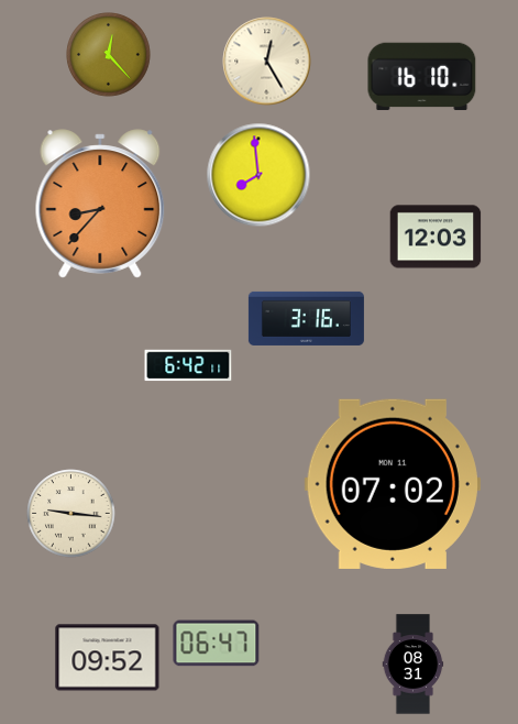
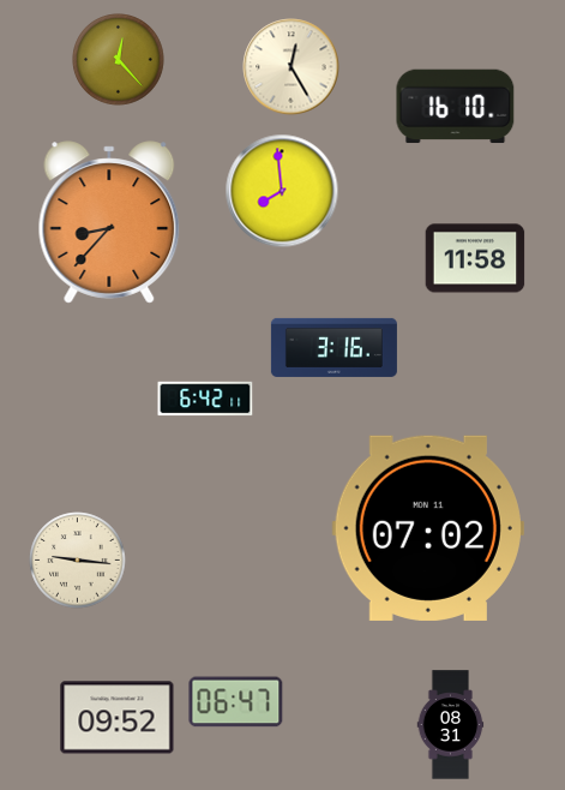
clock at (422, 77) position: (422, 77) -> (456, 107)
clock at (436, 237): 12:03 -> 11:58
